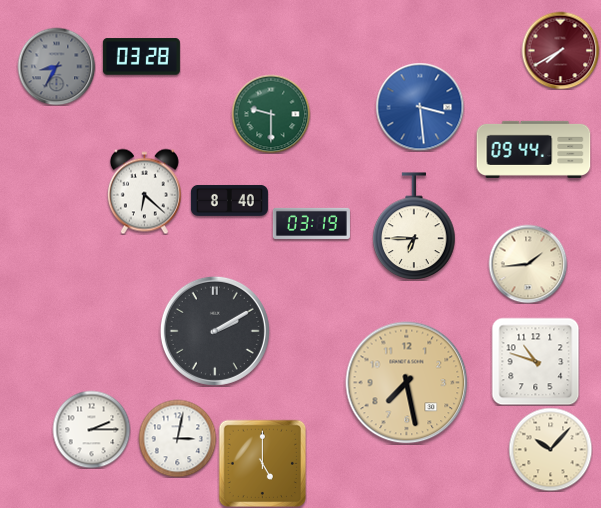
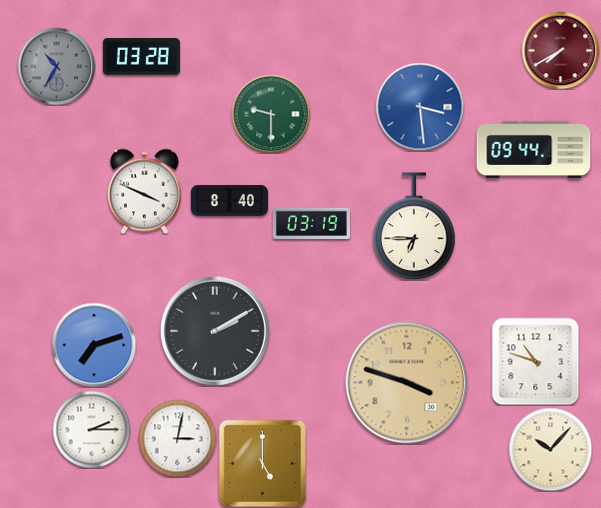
clock at (56, 66): 8:35 -> 10:35
clock at (144, 191): 6:22 -> 3:49
clock at (528, 264): 1:44 -> none
clock at (94, 345): none -> 7:12
clock at (407, 383): 7:28 -> 3:48
